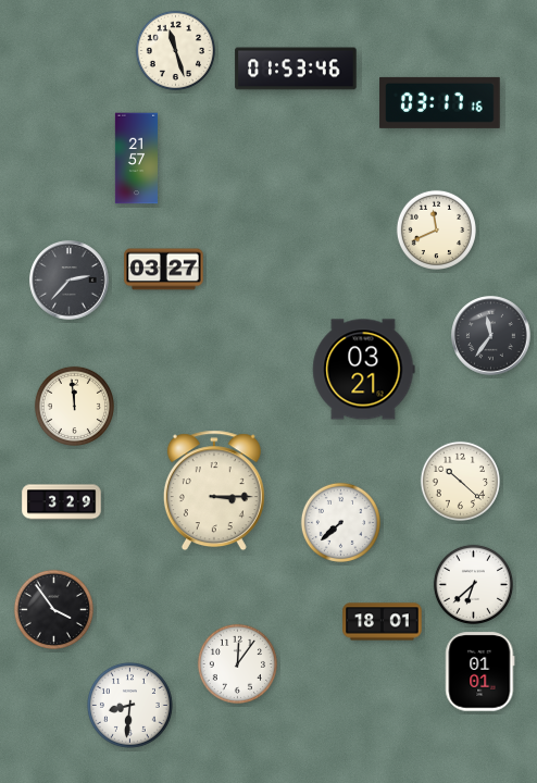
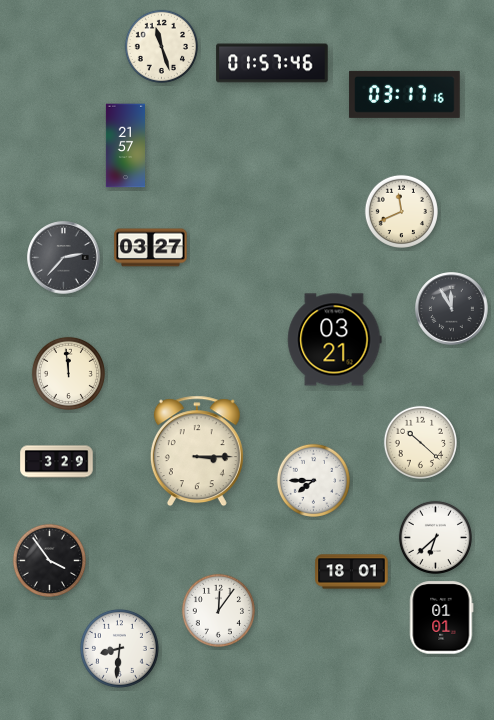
clock at (296, 69): 01:53 -> 01:57
clock at (491, 336): 11:36 -> 11:55
clock at (460, 481) position: (460, 481) -> (420, 442)
clock at (340, 522): 7:38 -> 7:45
